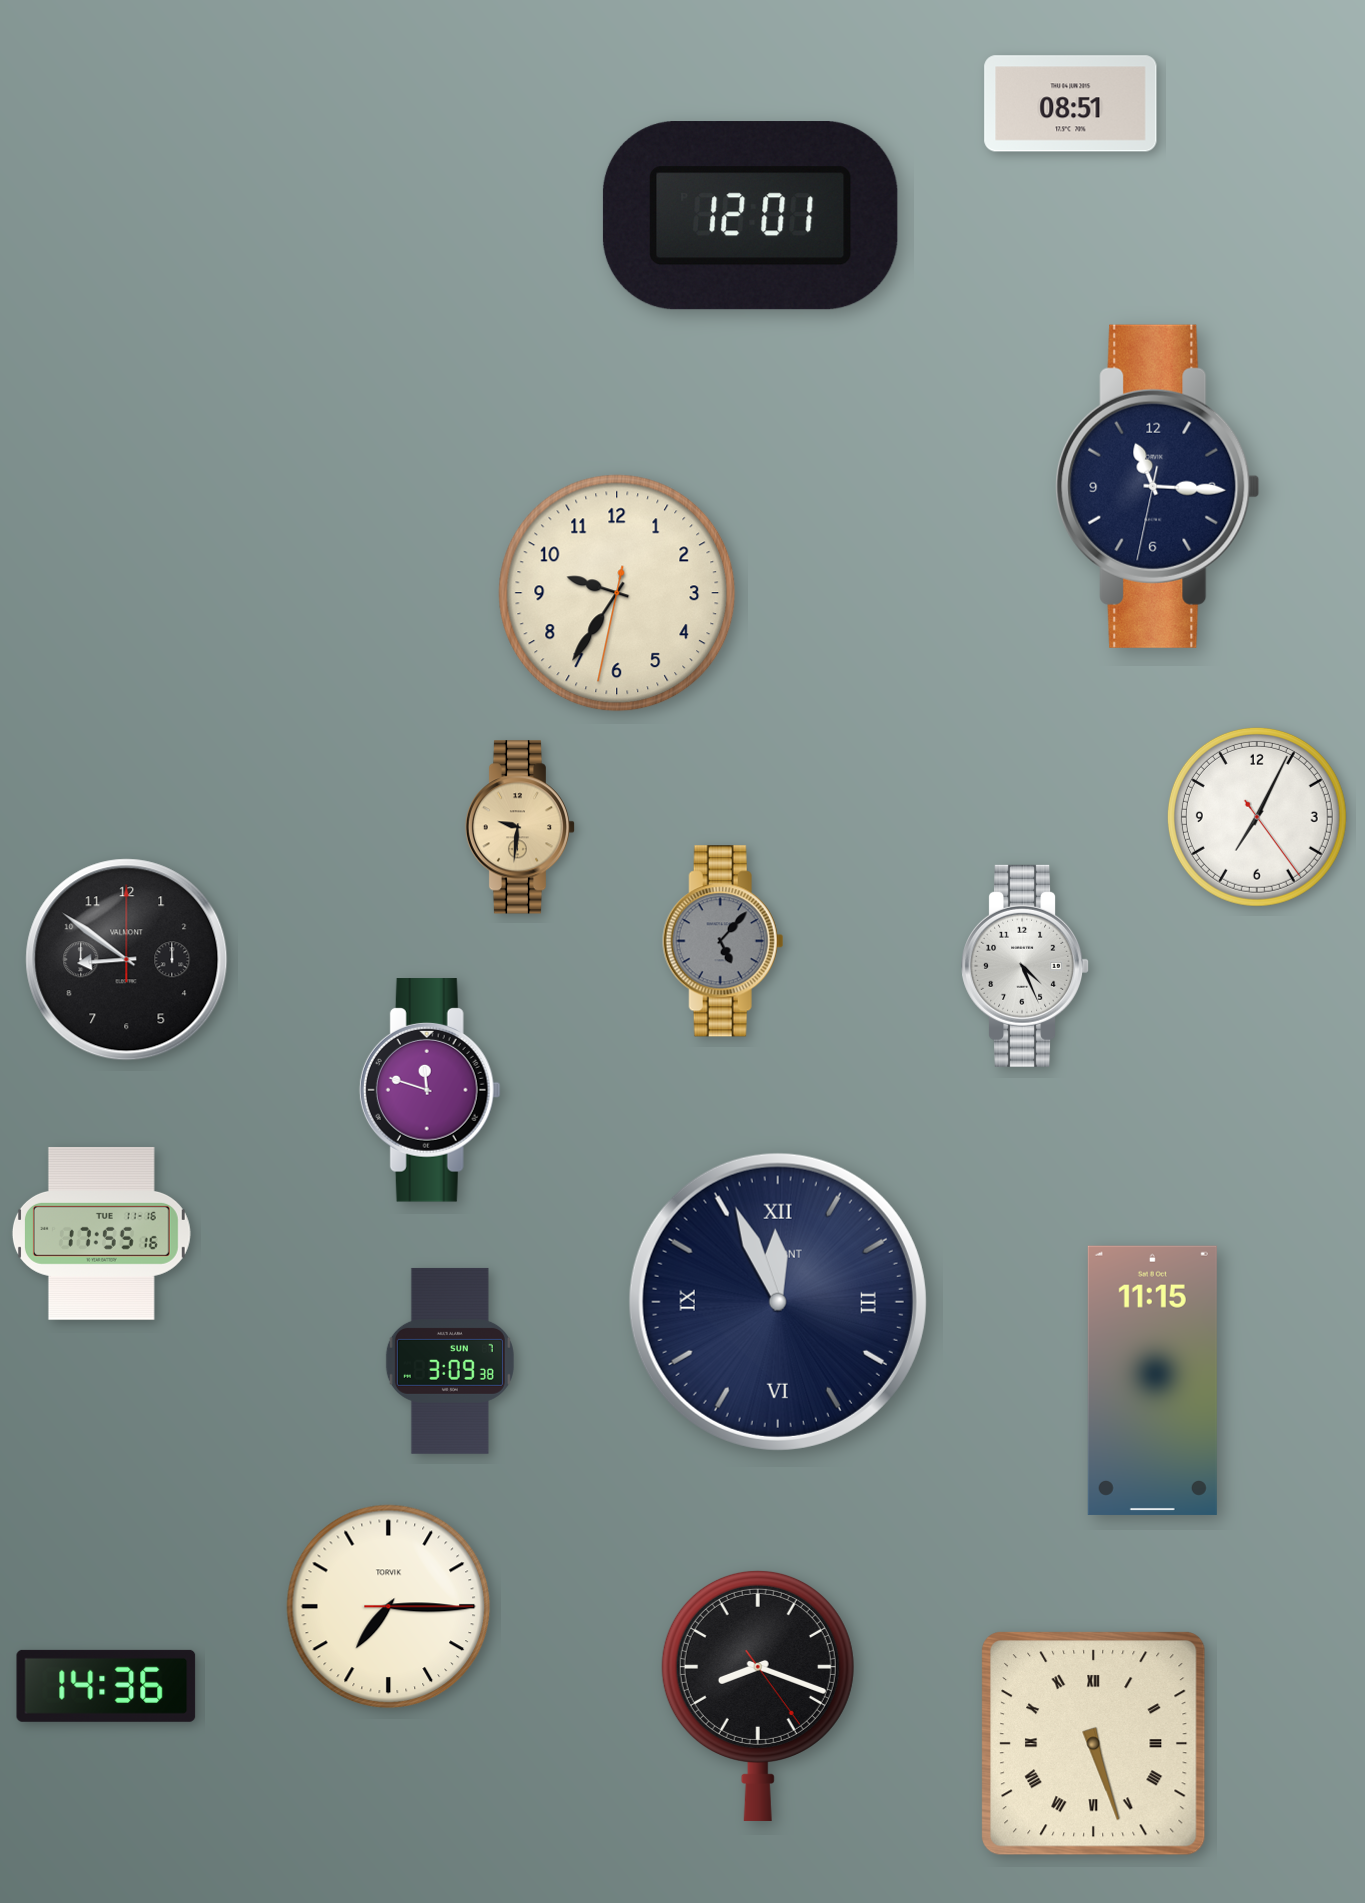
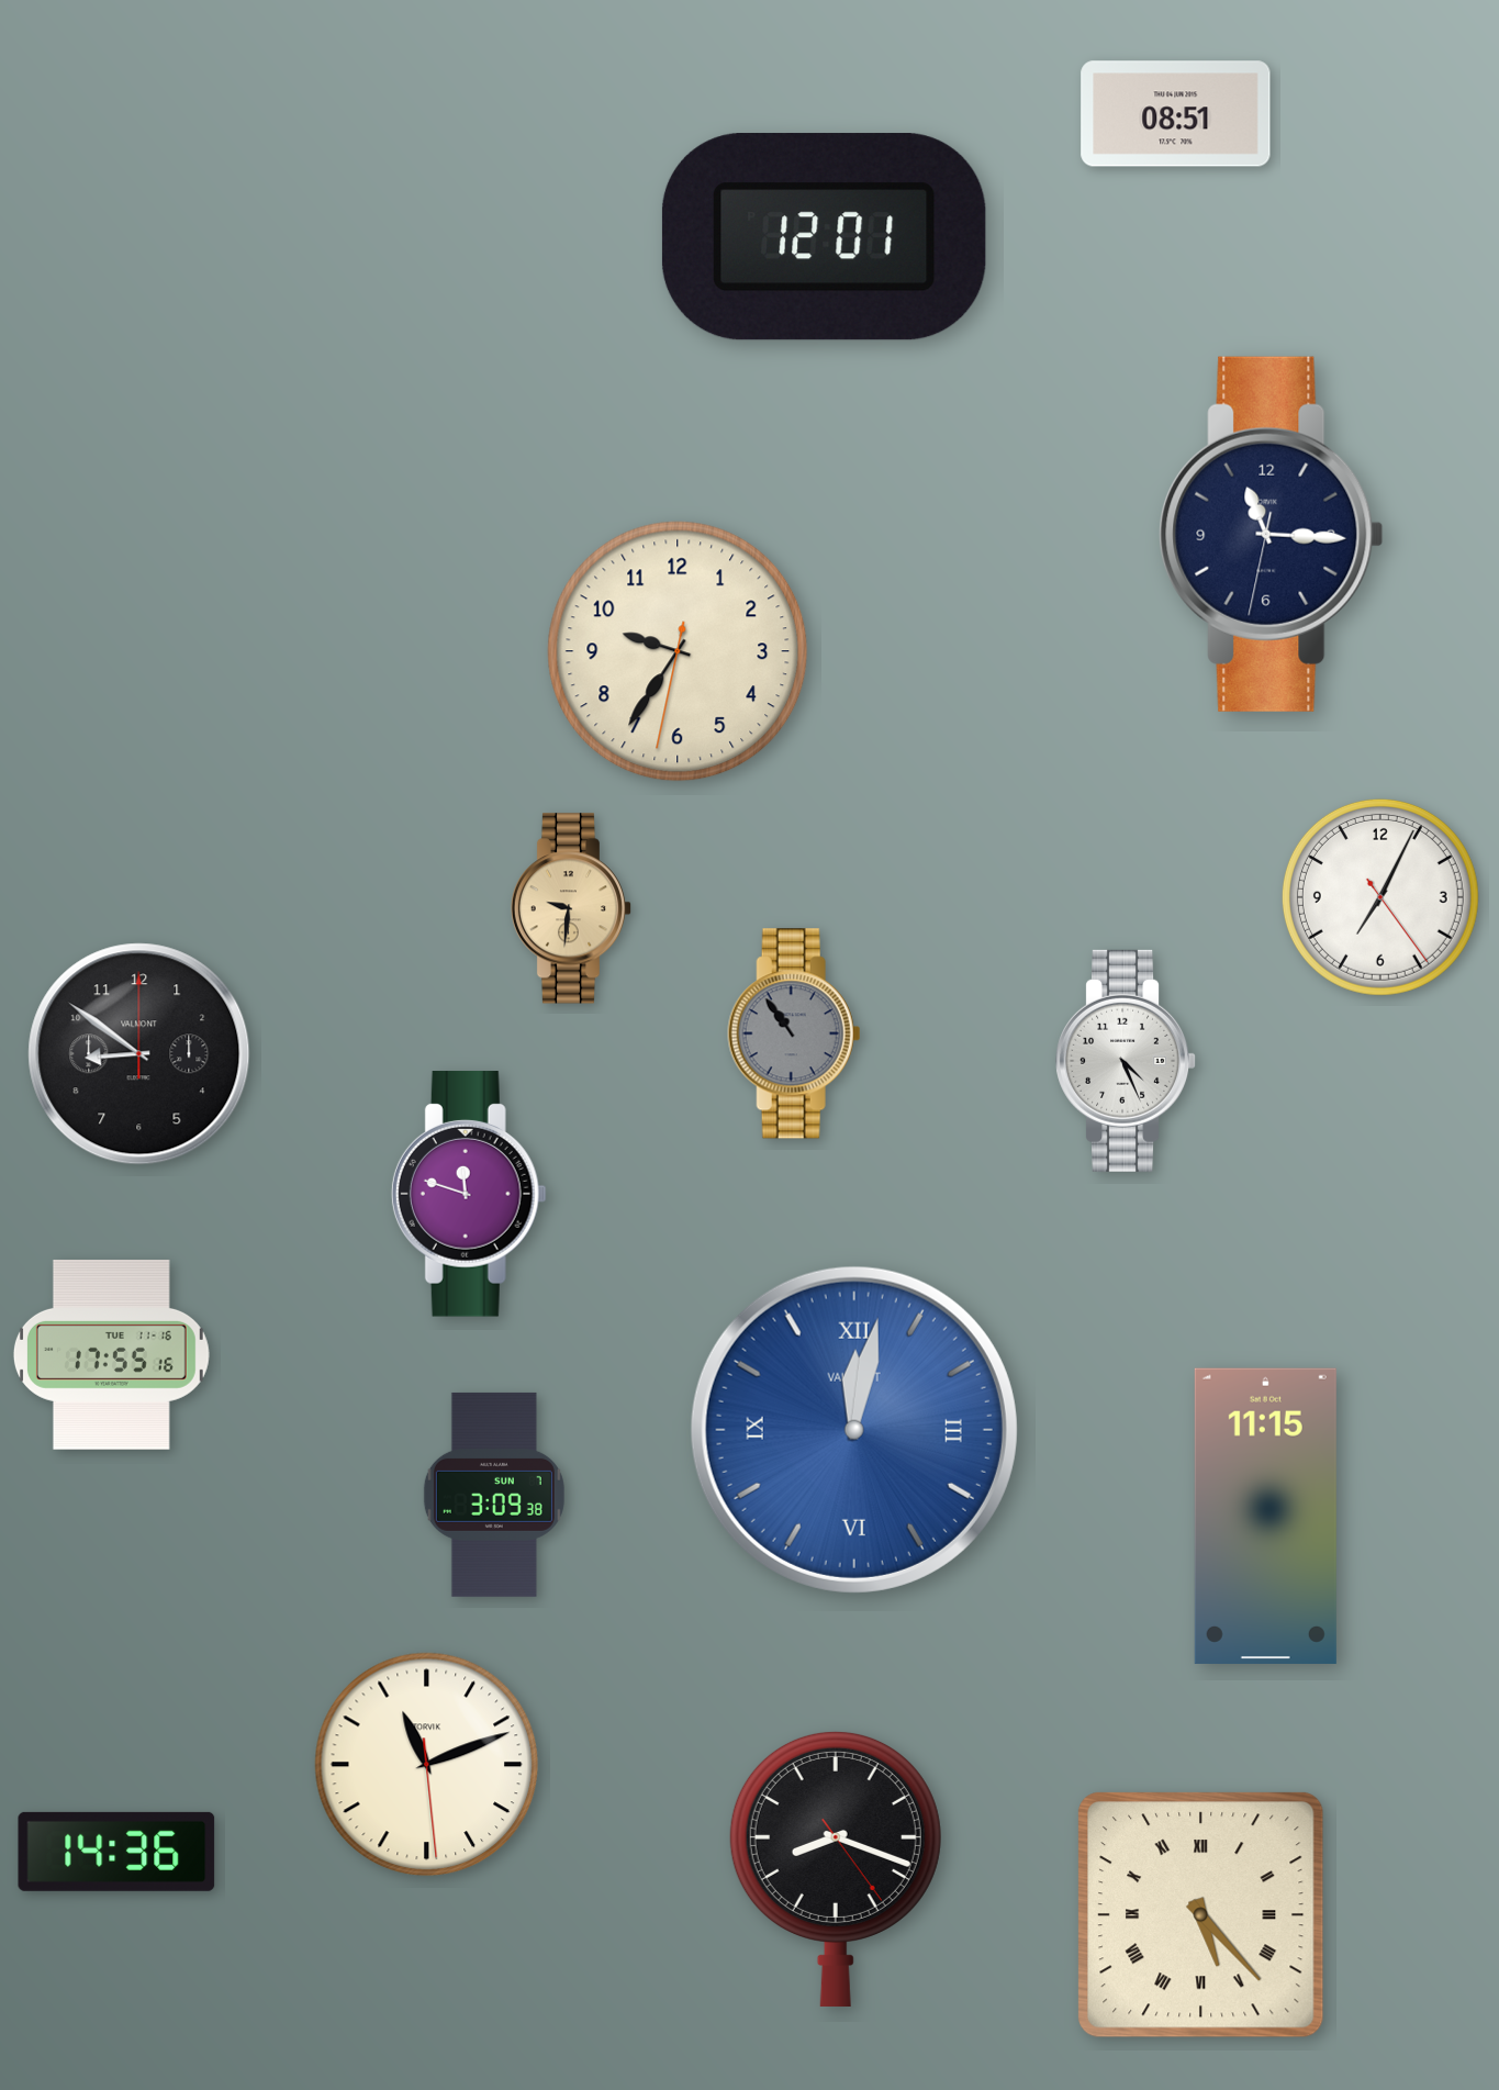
clock at (723, 941): 5:07 -> 10:54
clock at (430, 1090) position: (430, 1090) -> (469, 1194)
clock at (778, 1302): 11:56 -> 12:02
clock at (778, 1302) dial: navy -> blue
clock at (389, 1607): 7:15 -> 11:11
clock at (758, 1695) position: (758, 1695) -> (836, 1868)
clock at (1094, 1744): 5:27 -> 5:23
